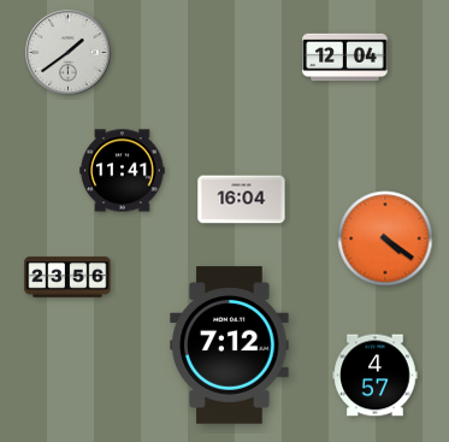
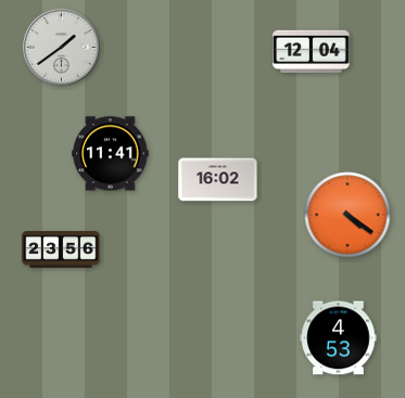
clock at (242, 200): 16:04 -> 16:02
clock at (230, 346): 7:12 -> none
clock at (376, 376): 4:57 -> 4:53
